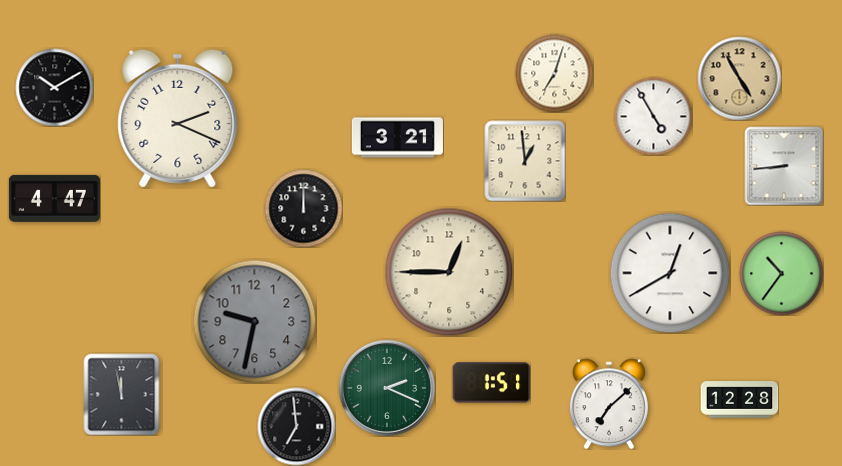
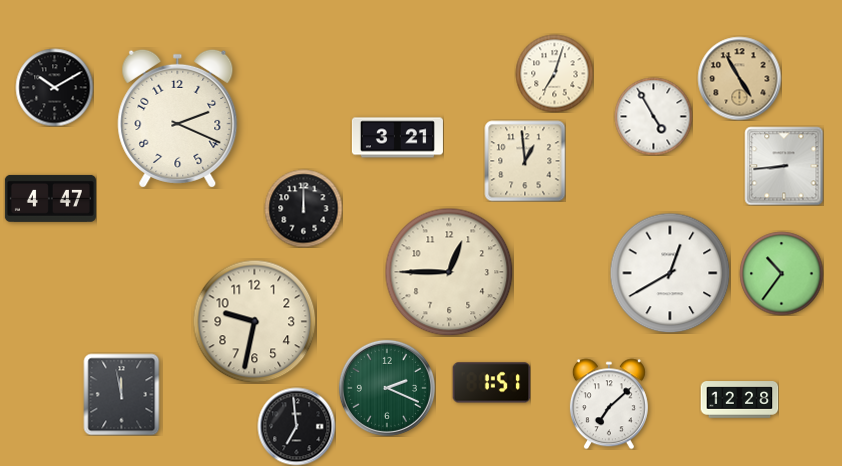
clock at (54, 198) position: (54, 198) -> (50, 198)
clock at (254, 321) dial: grey -> cream
